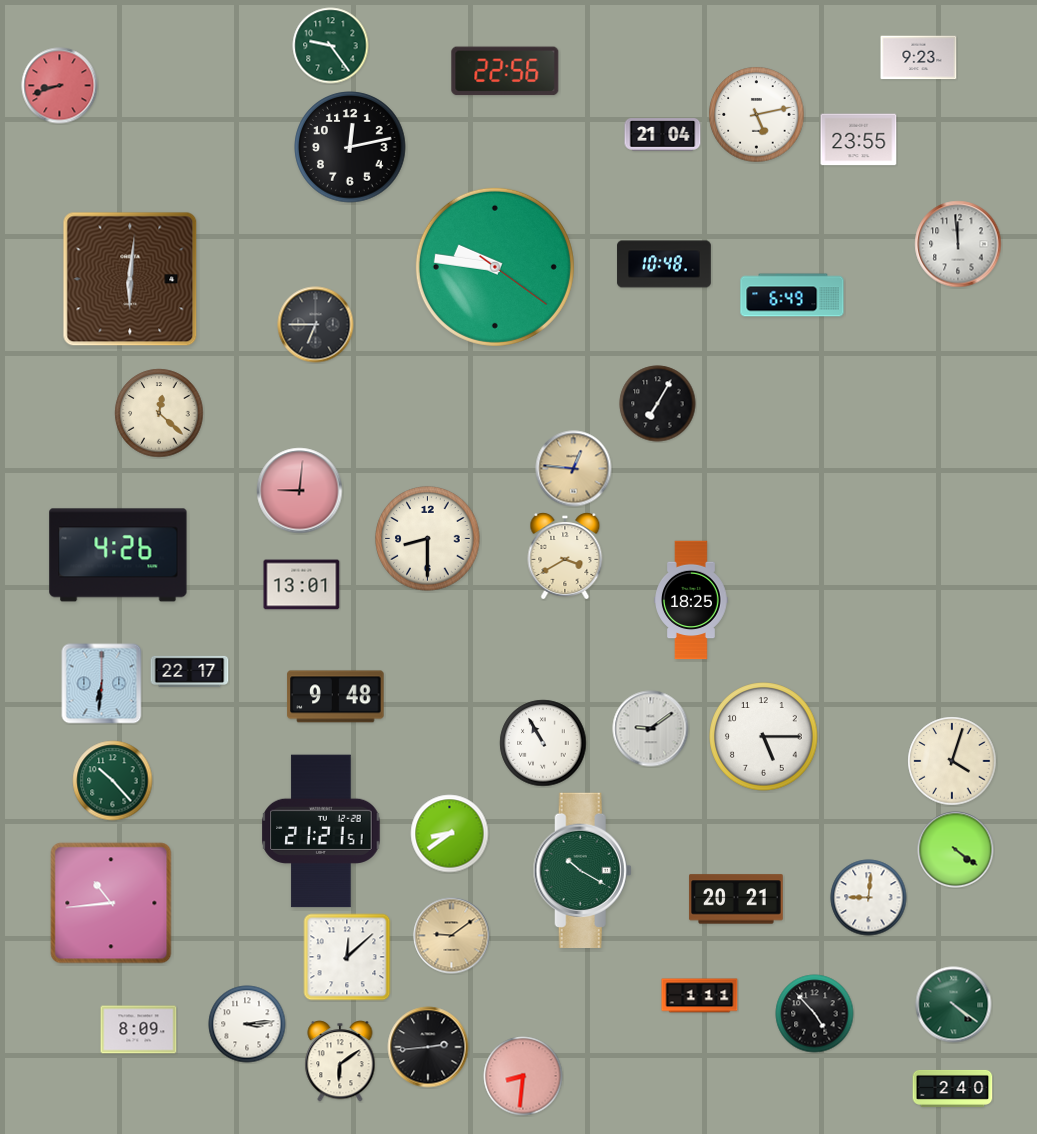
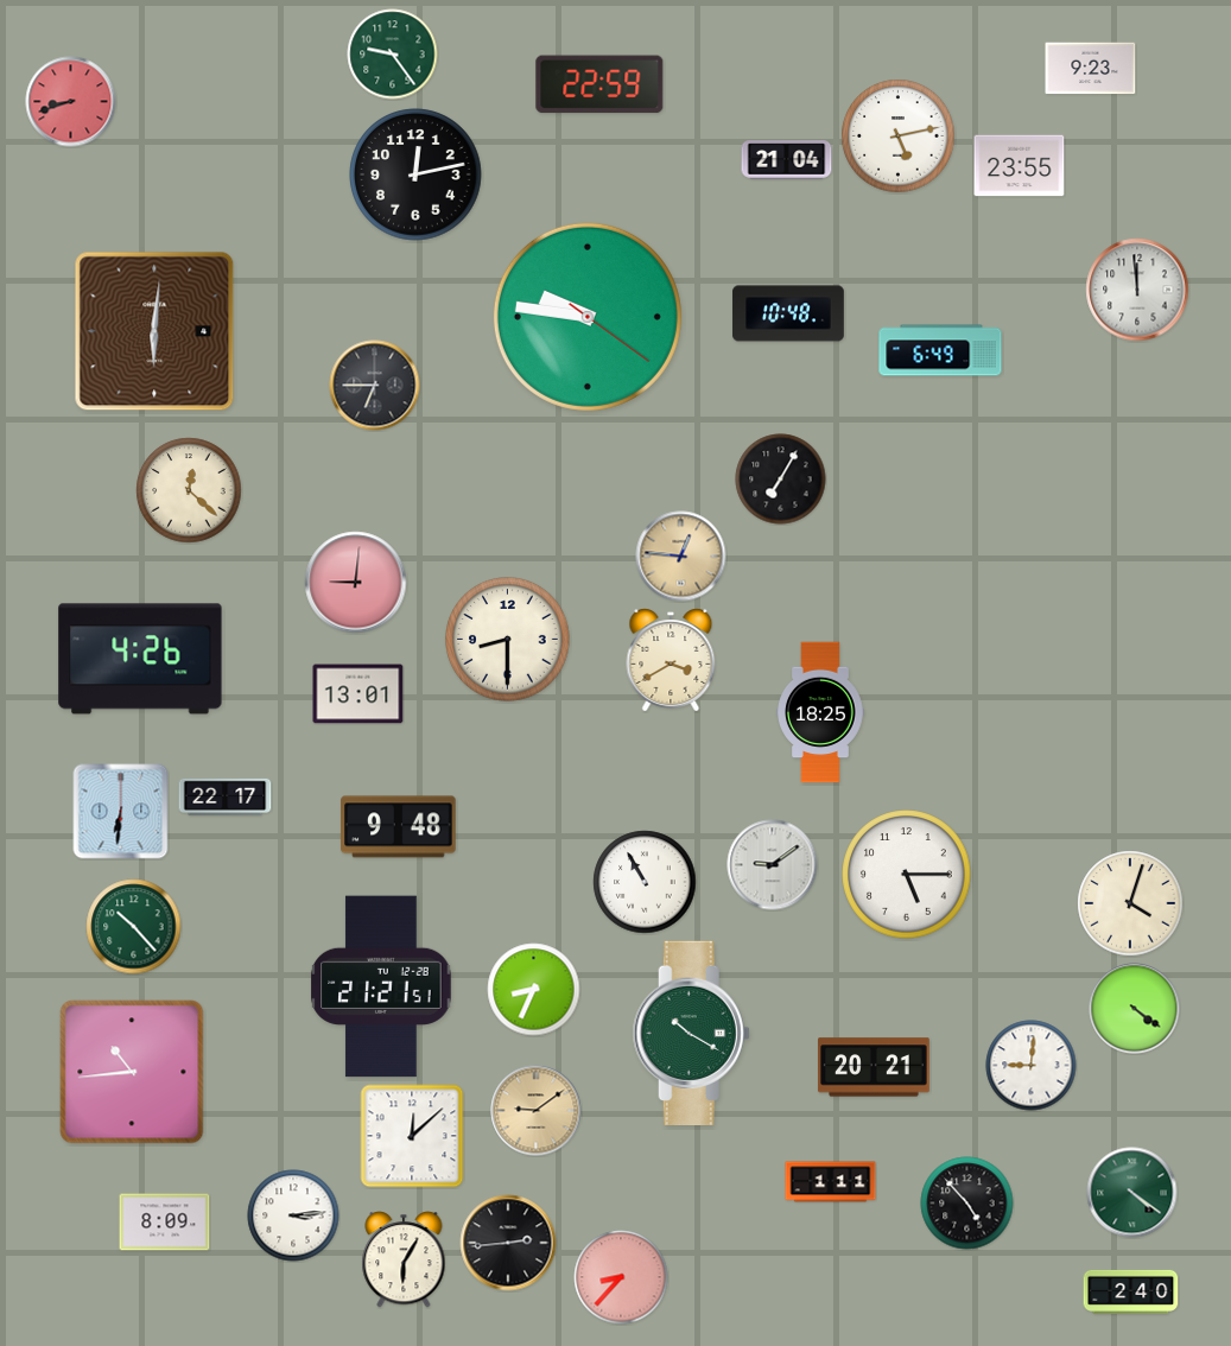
clock at (505, 71): 22:56 -> 22:59
clock at (450, 834): 8:39 -> 8:34
clock at (340, 1061): 6:09 -> 6:05
clock at (523, 1076): 8:31 -> 8:37
